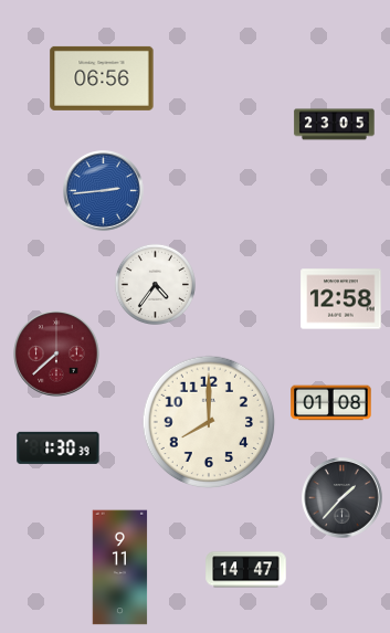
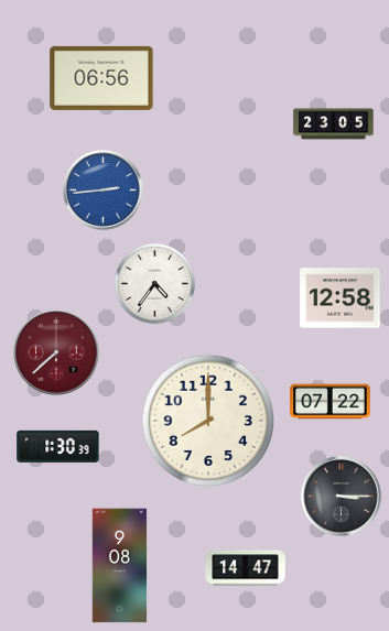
clock at (331, 403): 01:08 -> 07:22
clock at (342, 498): 1:37 -> 3:15
clock at (120, 568): 9:11 -> 9:08
